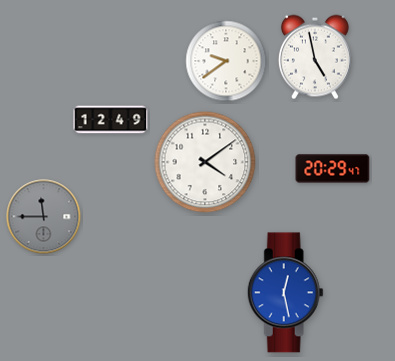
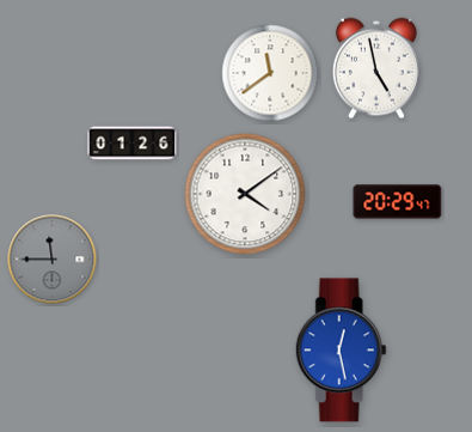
clock at (226, 61): 9:39 -> 11:39
clock at (111, 120): 12:49 -> 01:26
